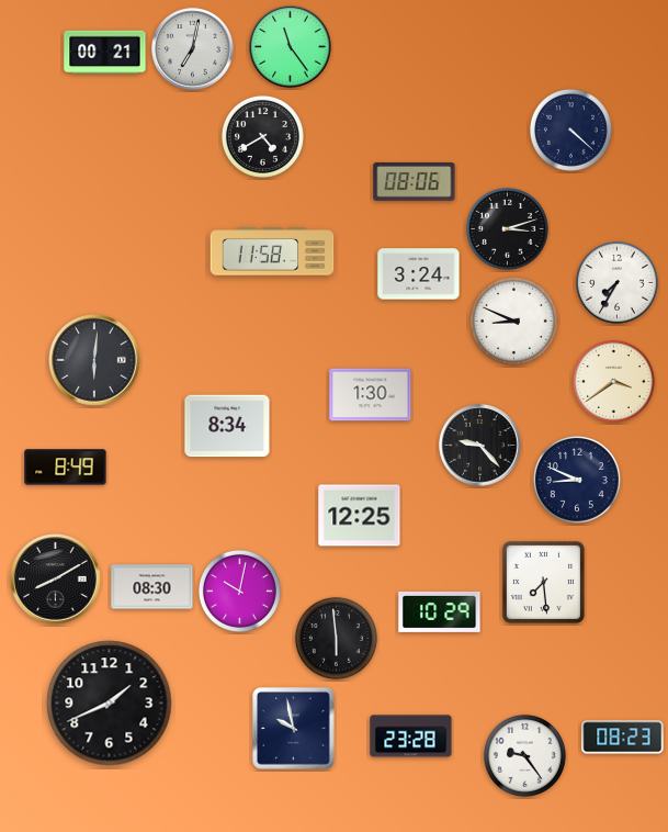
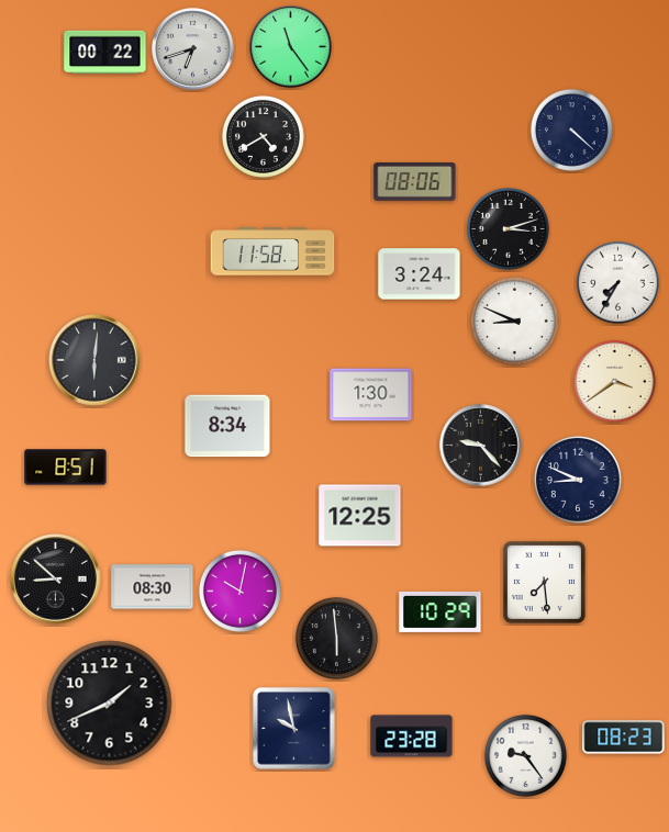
clock at (193, 49): 7:02 -> 6:42
clock at (105, 53): 00:21 -> 00:22
clock at (66, 468): 8:49 -> 8:51
clock at (56, 580): 8:10 -> 8:52
